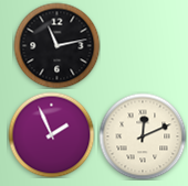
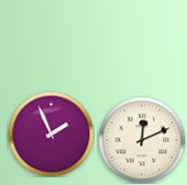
clock at (56, 45): 11:13 -> none
clock at (143, 136) position: (143, 136) -> (142, 140)
